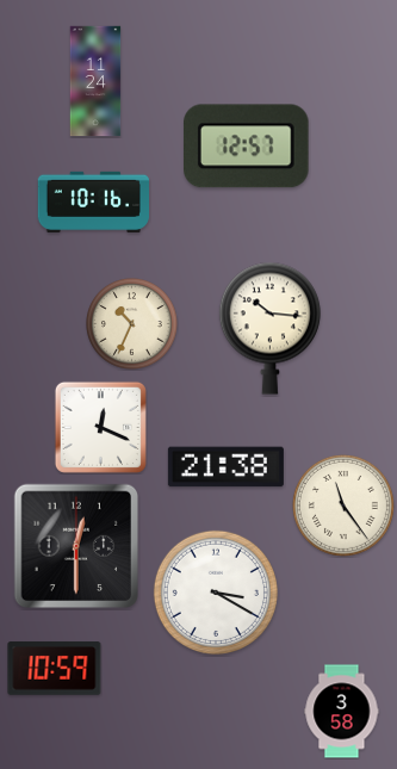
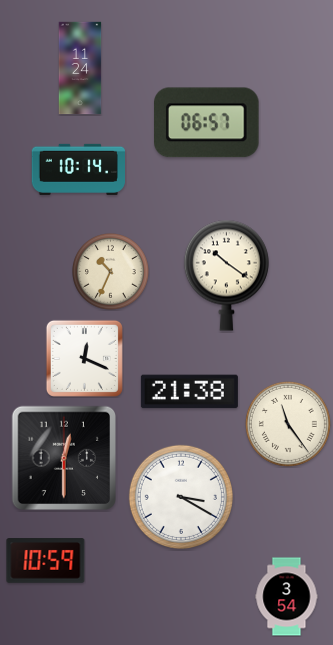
clock at (247, 147): 12:57 -> 06:57
clock at (93, 201): 10:16 -> 10:14
clock at (269, 328): 10:16 -> 10:21
clock at (342, 712): 3:58 -> 3:54
